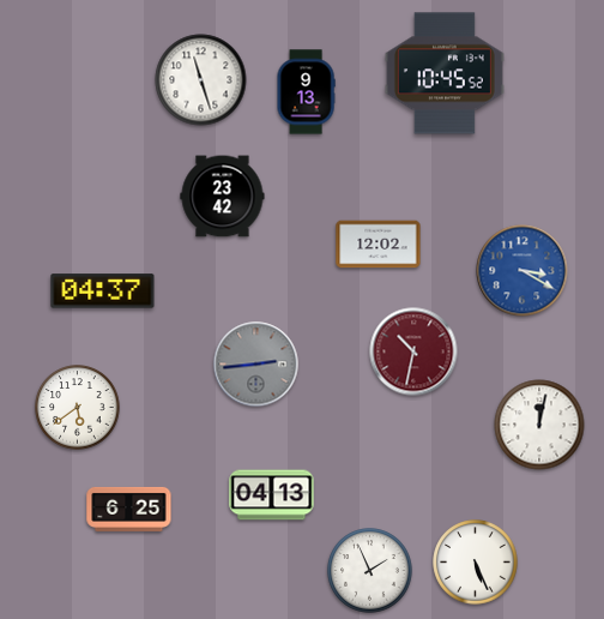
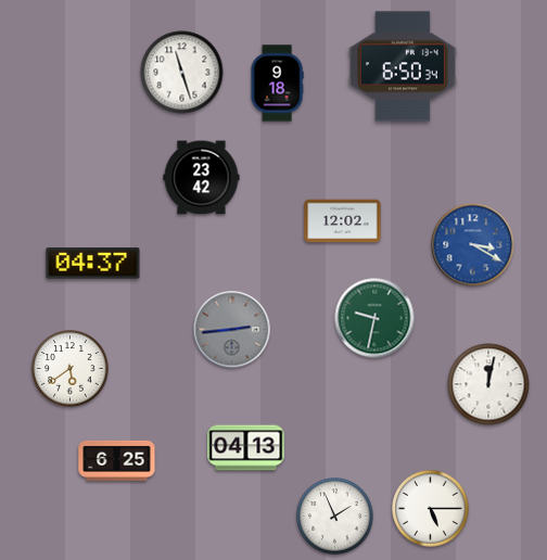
clock at (445, 73): 10:45 -> 6:50
clock at (306, 92): 9:13 -> 9:18
clock at (413, 351): 10:32 -> 9:32
clock at (413, 351) dial: burgundy -> green
clock at (476, 563): 5:26 -> 5:15
